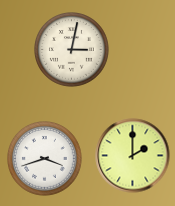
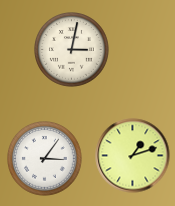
clock at (133, 156): 2:00 -> 1:12
clock at (45, 159): 3:42 -> 3:06
